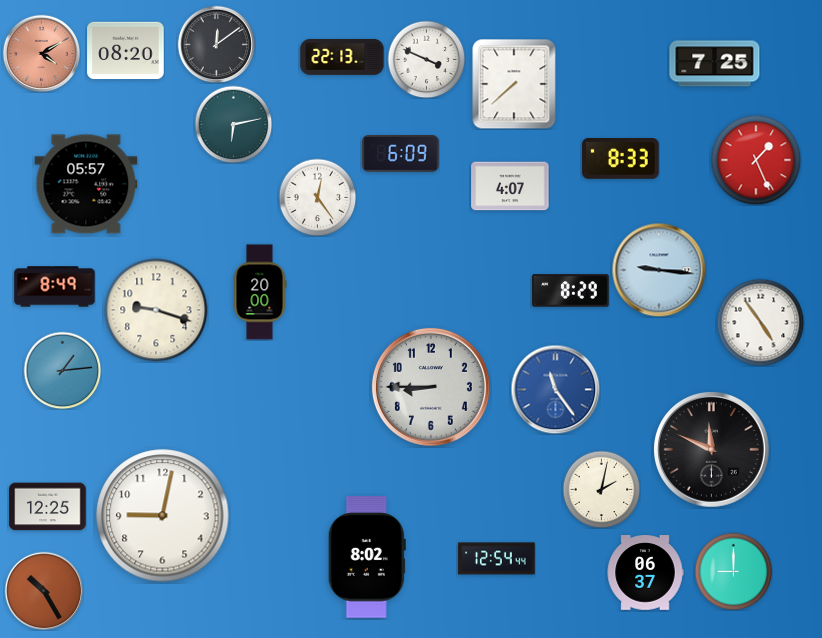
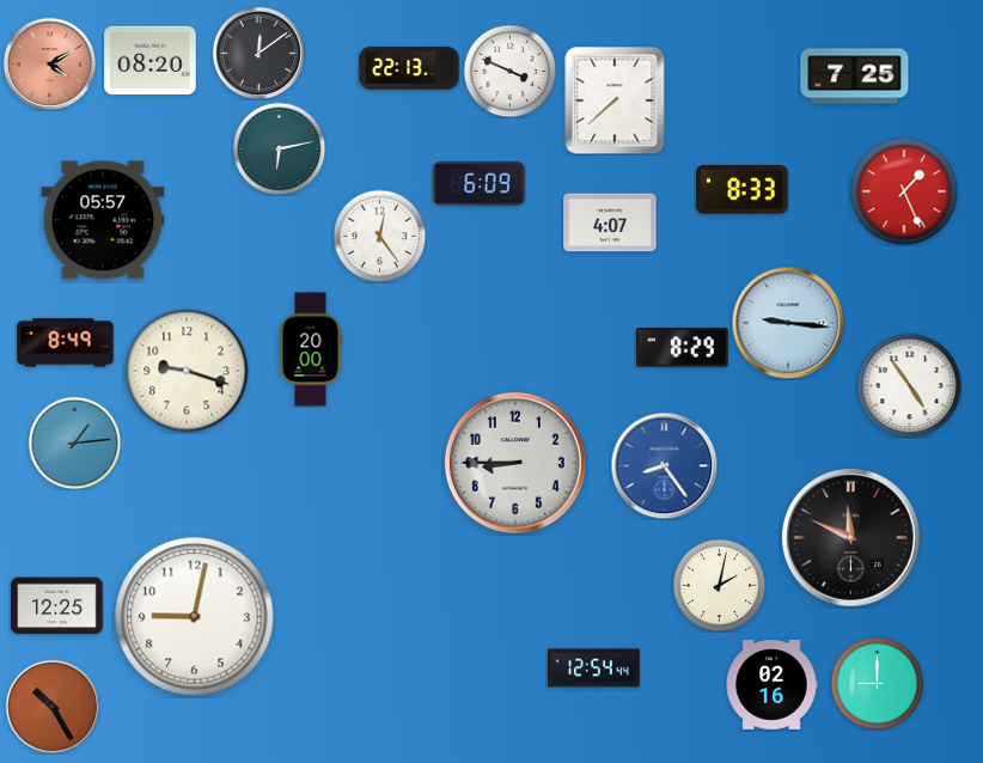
clock at (555, 389): 11:24 -> 8:24
clock at (367, 557): 8:02 -> none
clock at (645, 573): 06:37 -> 02:16
